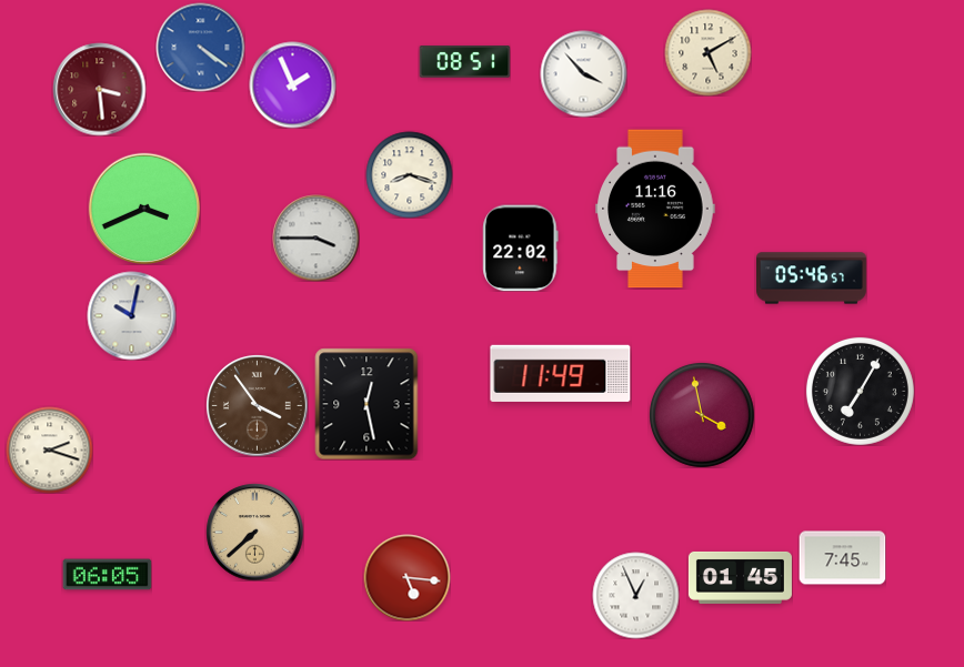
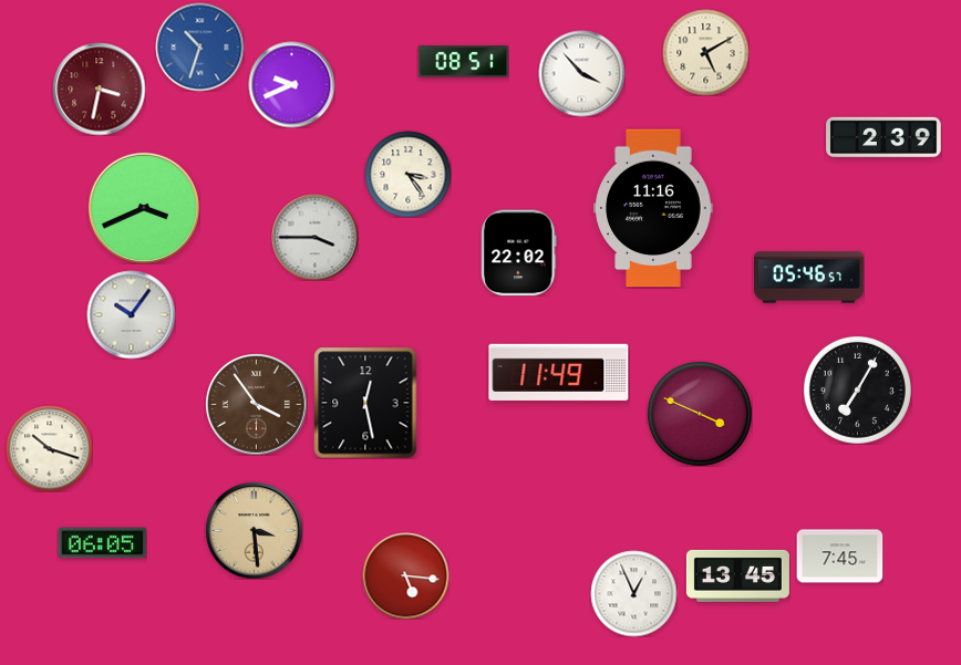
clock at (200, 47): 4:21 -> 10:33
clock at (292, 84): 1:56 -> 9:41
clock at (99, 89): 3:29 -> 3:32
clock at (883, 136): none -> 2:39
clock at (409, 174): 8:18 -> 3:24
clock at (521, 247) position: (521, 247) -> (519, 252)
clock at (131, 315): 10:02 -> 10:06
clock at (702, 415): 3:58 -> 3:49
clock at (49, 449): 2:18 -> 10:18
clock at (254, 532): 7:38 -> 3:29
clock at (107, 575) position: (107, 575) -> (102, 543)
clock at (740, 577): 01:45 -> 13:45
